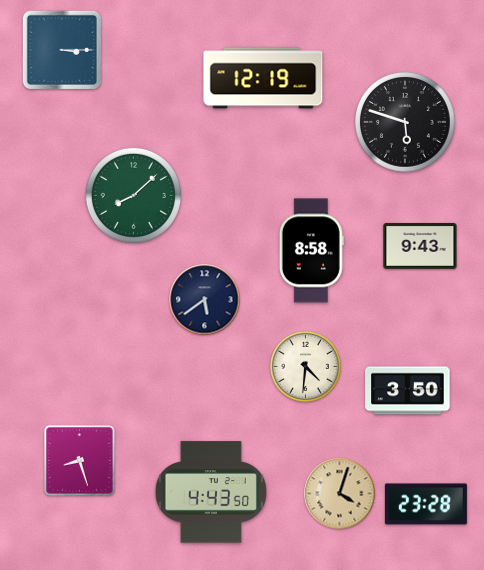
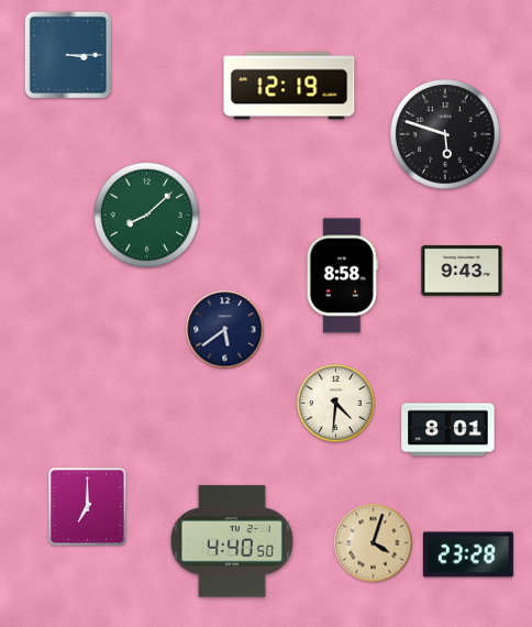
clock at (408, 391): 3:50 -> 8:01
clock at (80, 461): 8:27 -> 7:00
clock at (211, 492): 4:43 -> 4:40
